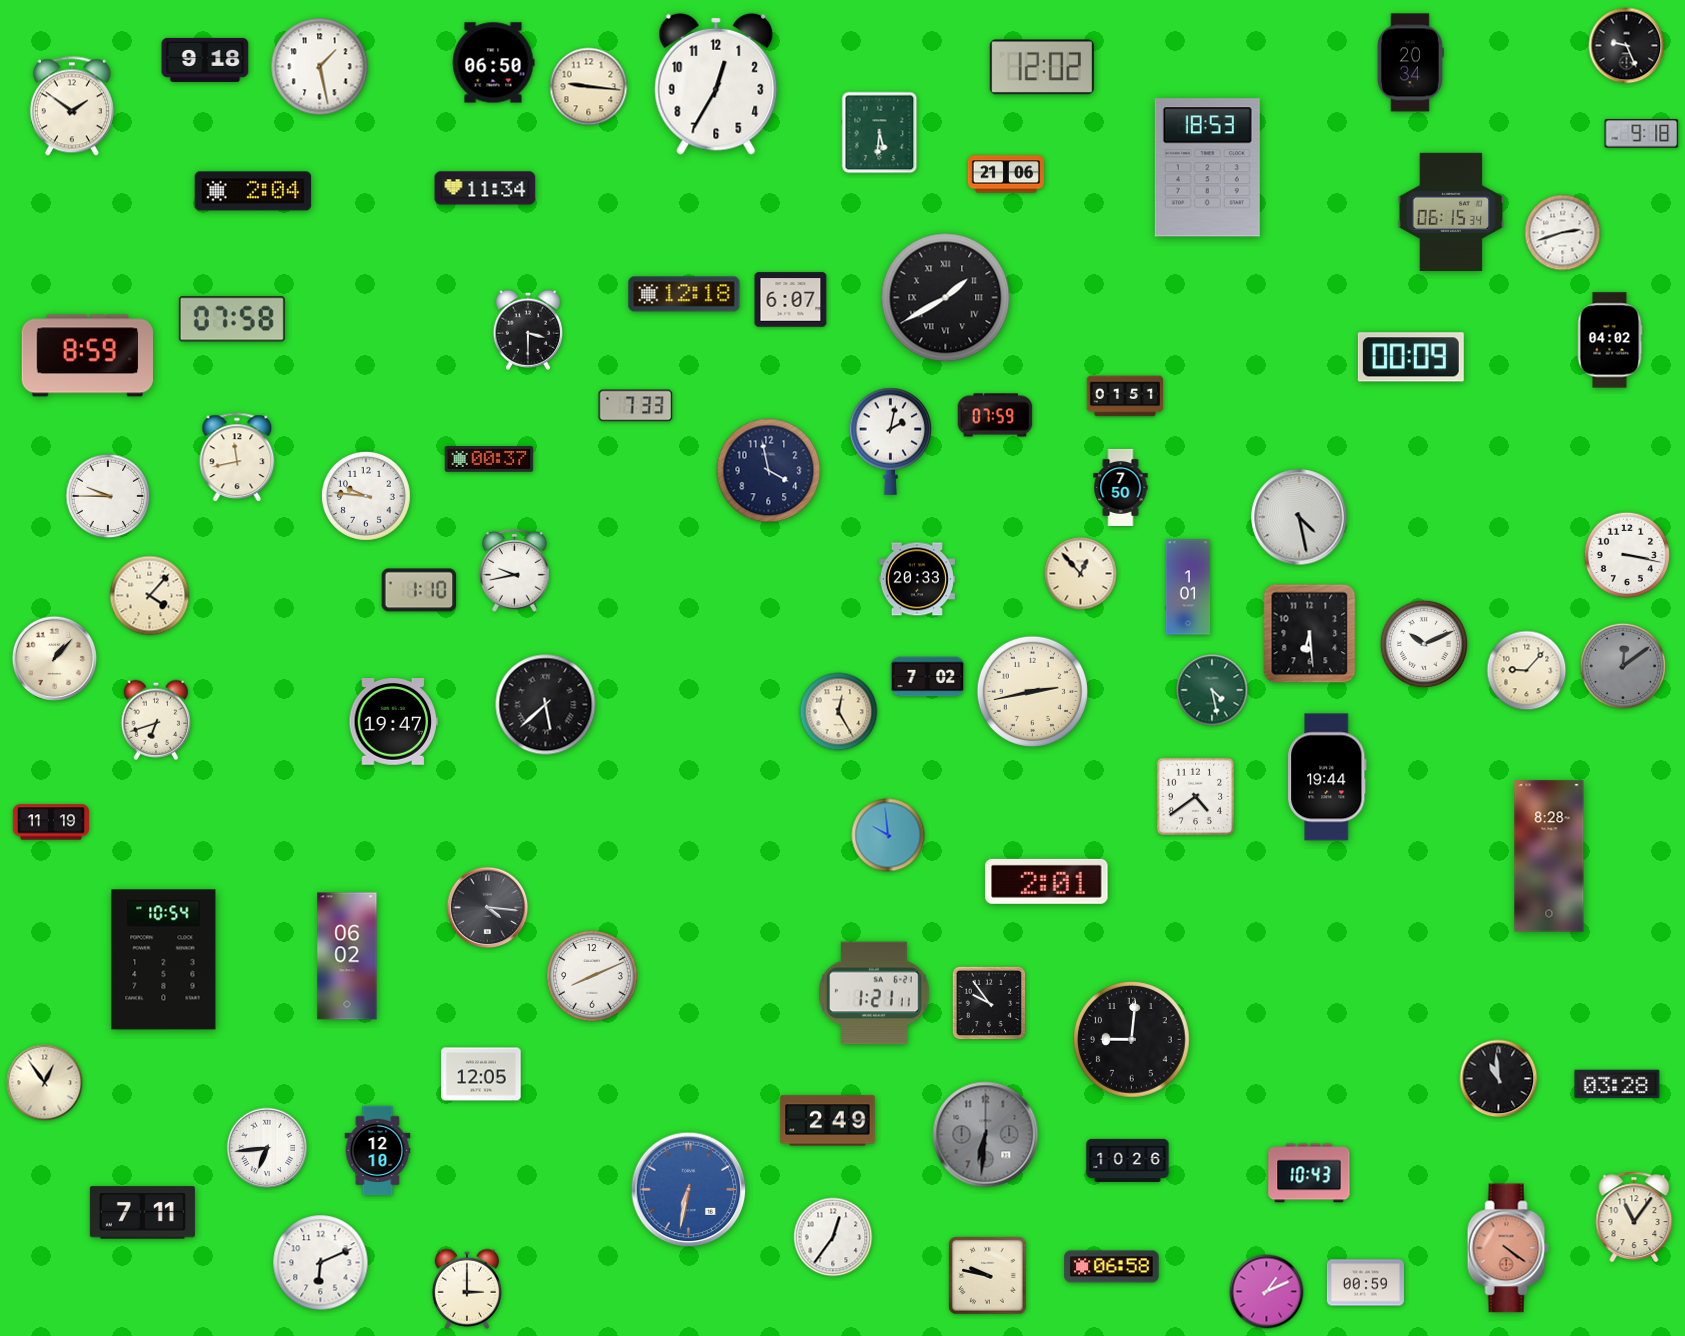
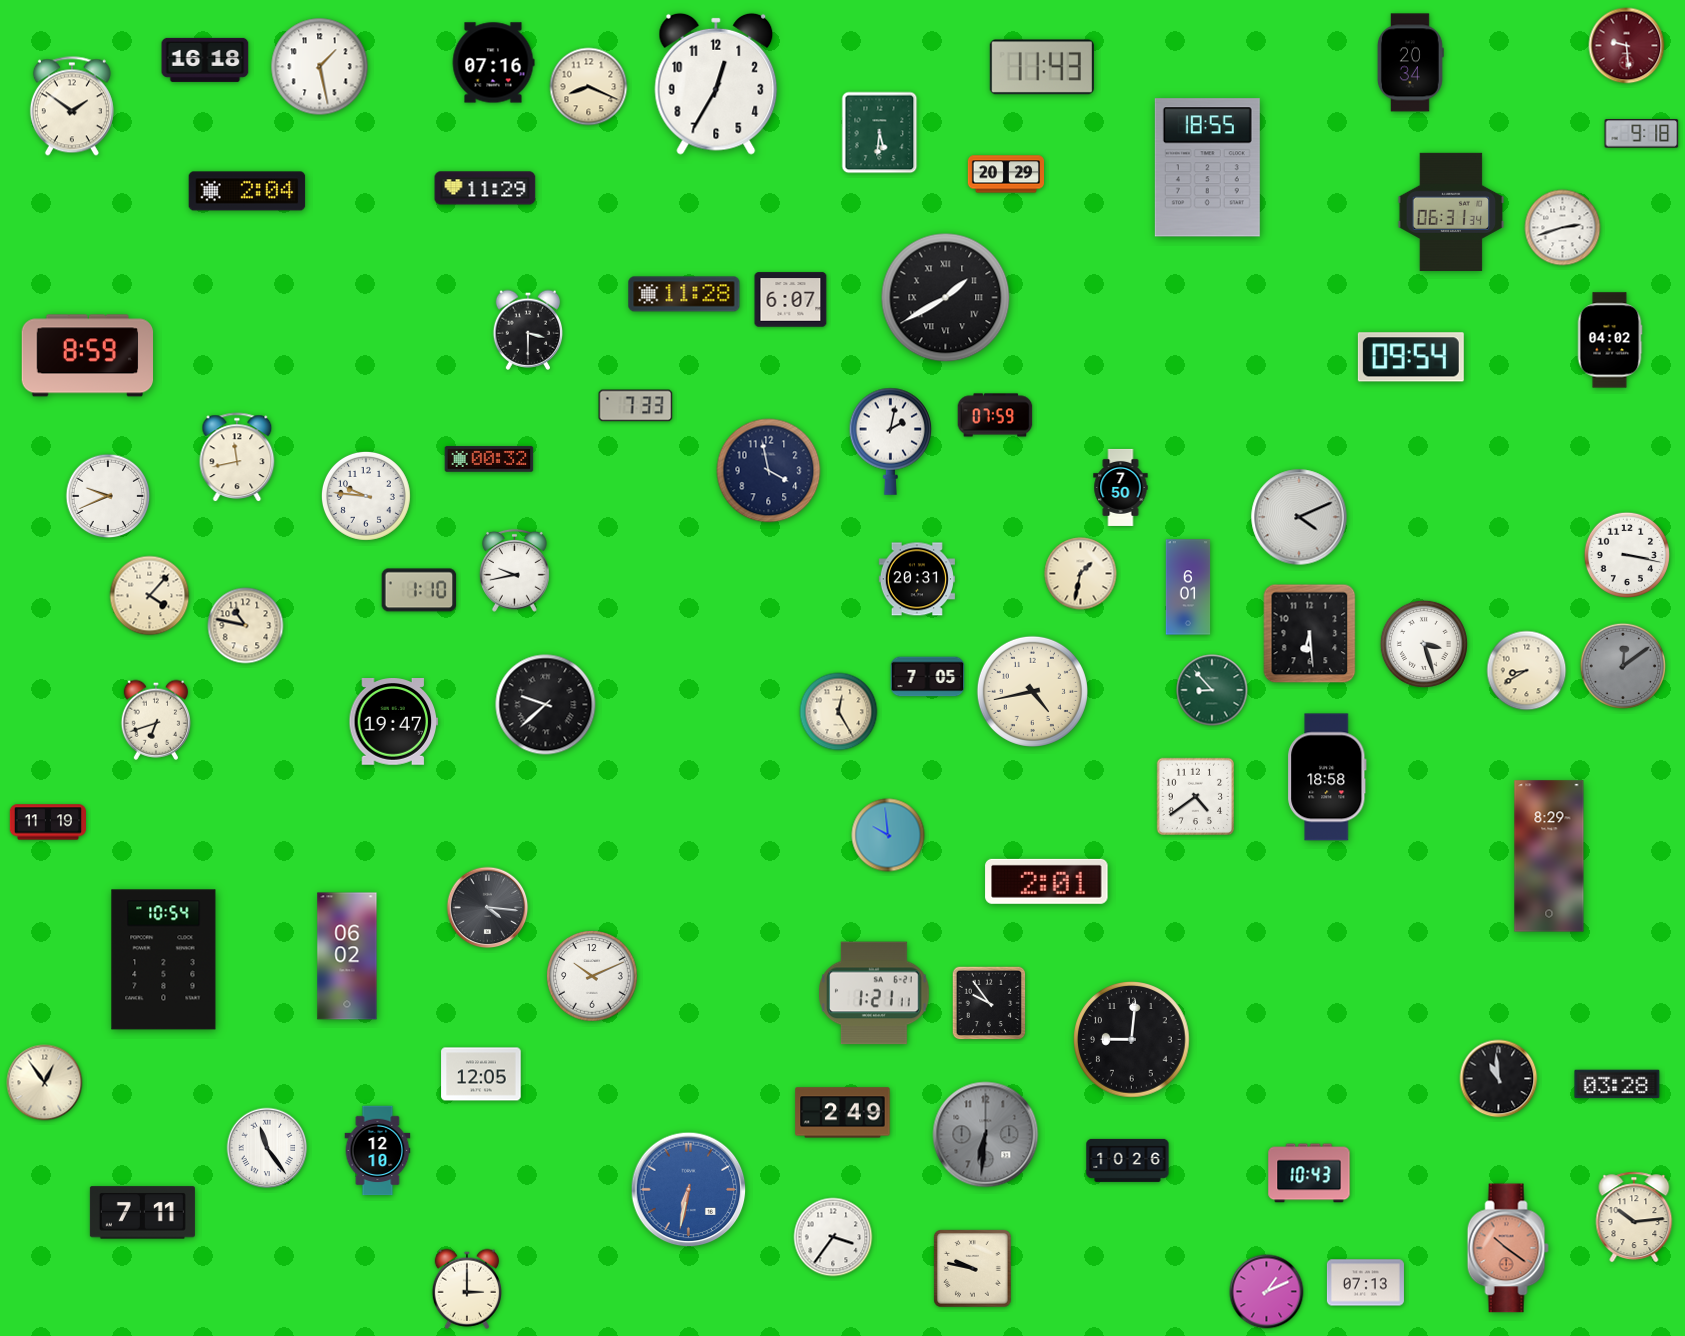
clock at (1627, 46): 9:26 -> 9:29
clock at (1627, 46) dial: black -> burgundy
clock at (205, 60): 9:18 -> 16:18
clock at (493, 63): 06:50 -> 07:16
clock at (1042, 67): 12:02 -> 11:43
clock at (589, 87): 9:16 -> 8:19
clock at (1207, 168): 18:53 -> 18:55
clock at (1005, 174): 21:06 -> 20:29
clock at (485, 188): 11:34 -> 11:29
clock at (253, 191) position: (253, 191) -> (247, 191)
clock at (1451, 212): 06:15 -> 06:31
clock at (1563, 233) position: (1563, 233) -> (1563, 228)
clock at (684, 294): 12:18 -> 11:28
clock at (232, 319): 07:58 -> none
clock at (1411, 357): 00:09 -> 09:54
clock at (1124, 396): 01:51 -> none
clock at (489, 459): 00:37 -> 00:32
clock at (108, 496): 9:45 -> 9:41
clock at (1299, 517): 4:28 -> 4:11
clock at (1081, 574): 12:53 -> 1:32
clock at (917, 579): 20:33 -> 20:31
clock at (1188, 587): 1:01 -> 6:01
clock at (246, 626): none -> 10:47
clock at (1424, 644): 10:11 -> 3:27
clock at (54, 658): 1:07 -> none
clock at (1527, 671): 9:07 -> 8:40
clock at (928, 677): 7:02 -> 7:05
clock at (1212, 690): 4:28 -> 8:53
clock at (1032, 691): 2:43 -> 4:43
clock at (546, 705): 5:38 -> 9:38
clock at (1327, 777): 19:44 -> 18:58
clock at (50, 822) position: (50, 822) -> (47, 822)
clock at (1549, 856): 8:28 -> 8:29
clock at (592, 976): 8:11 -> 10:11
clock at (828, 1121) position: (828, 1121) -> (843, 1113)
clock at (267, 1148): 6:44 -> 11:24
clock at (1634, 1217): 11:06 -> 10:14
clock at (833, 1237): 12:36 -> 3:36
clock at (1508, 1248): 4:21 -> 10:21
clock at (321, 1263): 6:11 -> none
clock at (1112, 1267): 06:58 -> none
clock at (988, 1276) position: (988, 1276) -> (973, 1269)
clock at (1365, 1283): 00:59 -> 07:13
